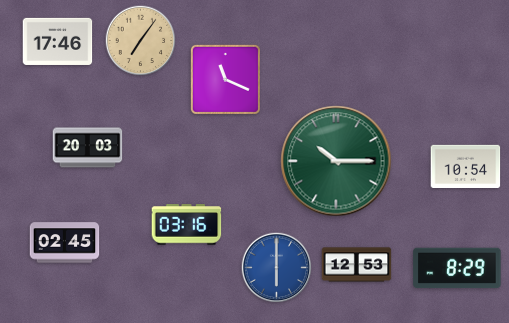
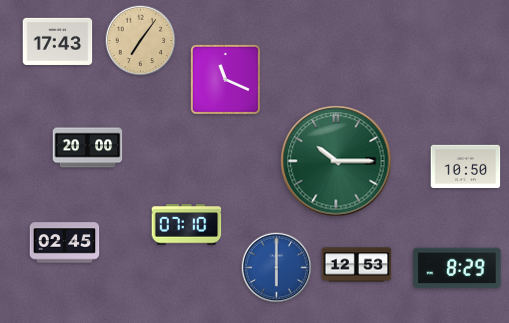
clock at (58, 41): 17:46 -> 17:43
clock at (88, 148): 20:03 -> 20:00
clock at (466, 166): 10:54 -> 10:50
clock at (187, 225): 03:16 -> 07:10
